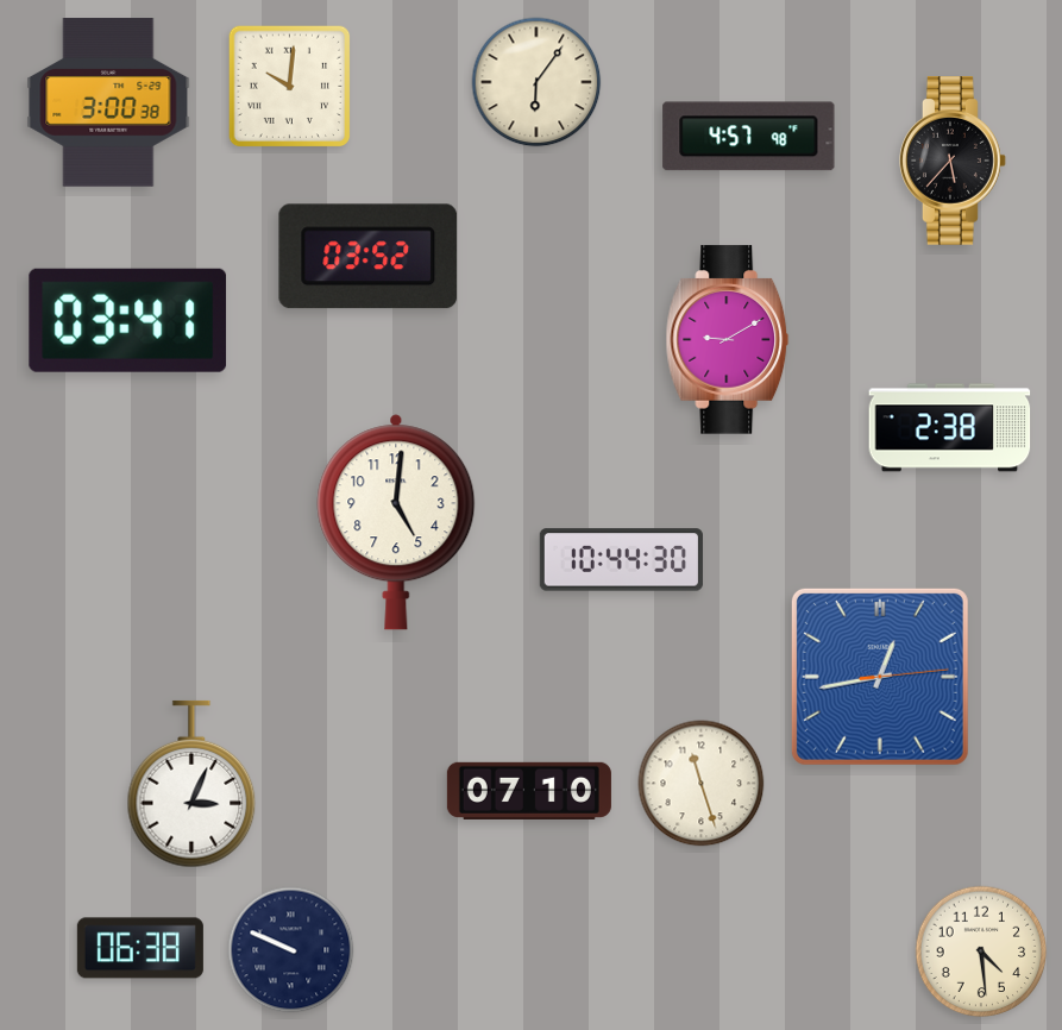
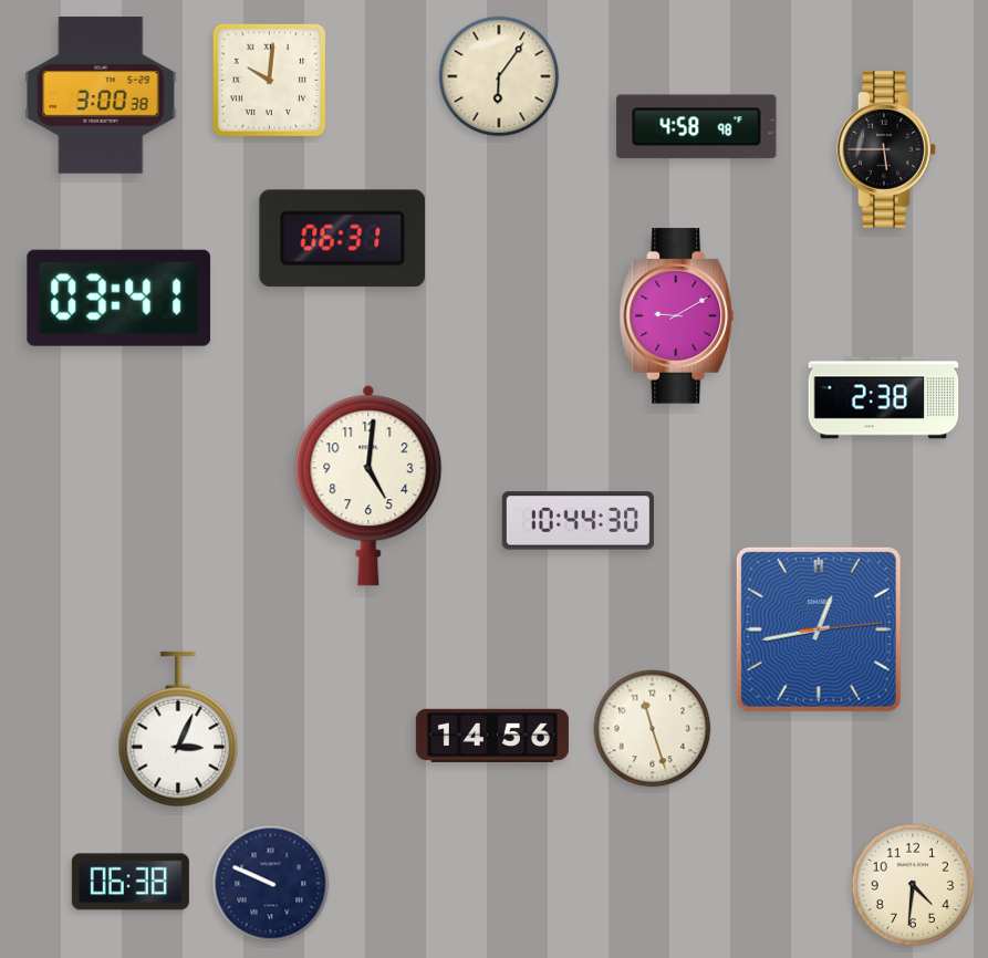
clock at (749, 137): 4:57 -> 4:58
clock at (953, 161): 5:37 -> 5:45
clock at (369, 257): 03:52 -> 06:31
clock at (529, 791): 07:10 -> 14:56
clock at (981, 952): 4:29 -> 4:31
